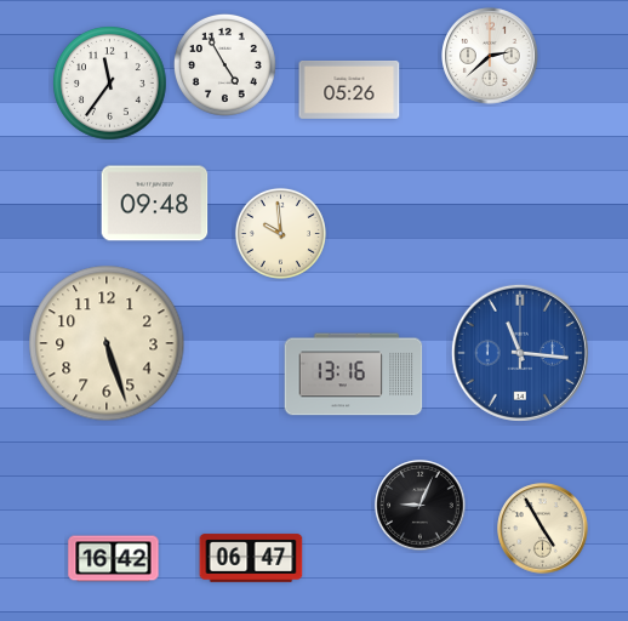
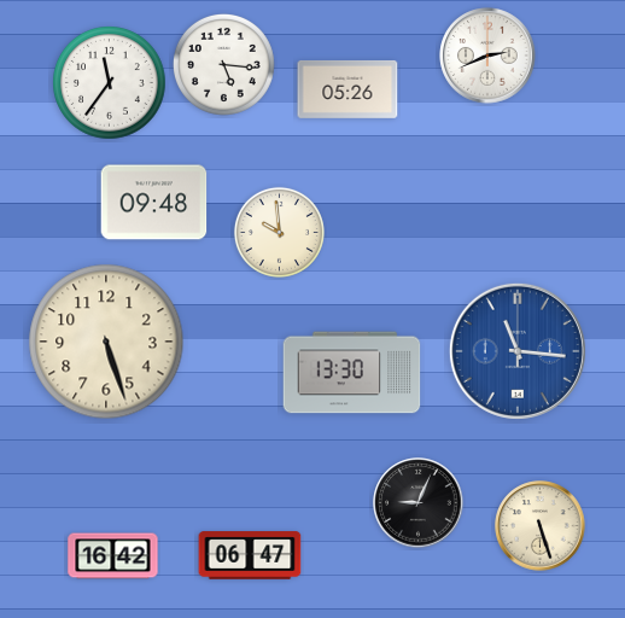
clock at (490, 56): 2:38 -> 2:41
clock at (224, 64): 4:55 -> 5:16
clock at (354, 375): 13:16 -> 13:30
clock at (543, 529): 4:55 -> 5:27
